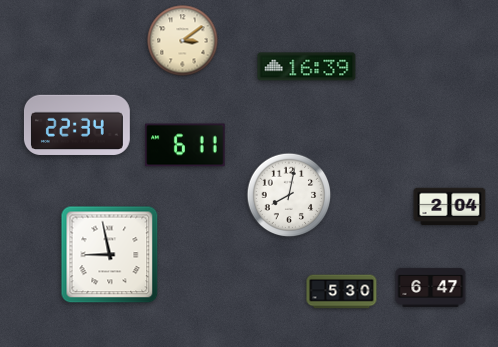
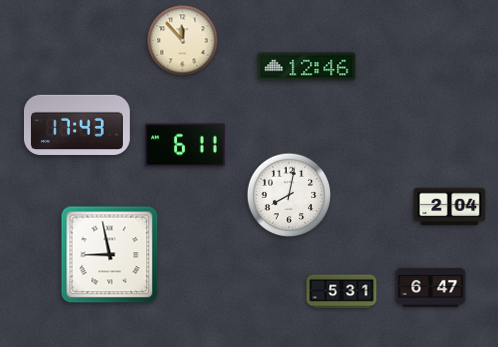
clock at (183, 41): 3:09 -> 11:53
clock at (307, 67): 16:39 -> 12:46
clock at (77, 125): 22:34 -> 17:43
clock at (342, 292): 5:30 -> 5:31
